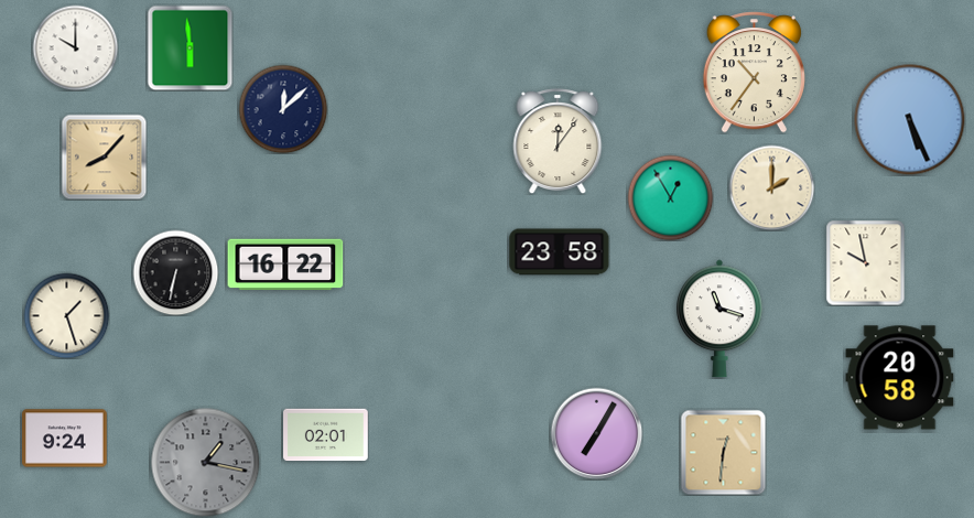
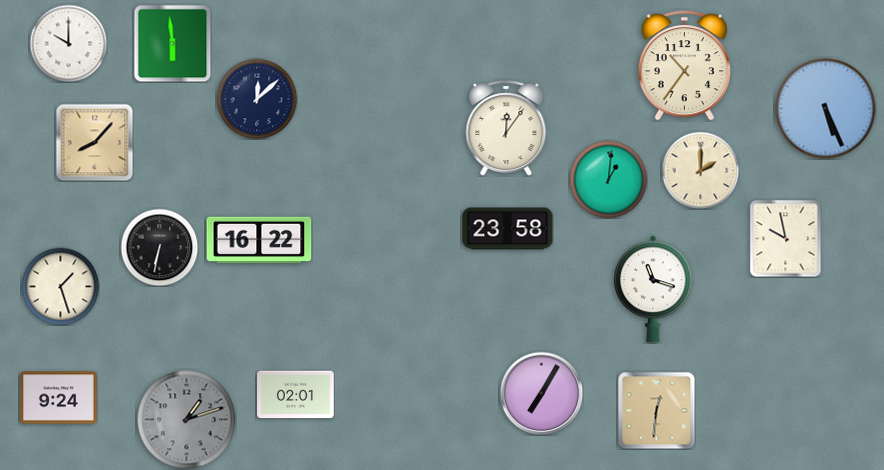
clock at (670, 197): 12:55 -> 1:01
clock at (900, 378): 20:58 -> none
clock at (206, 463): 1:17 -> 1:12
